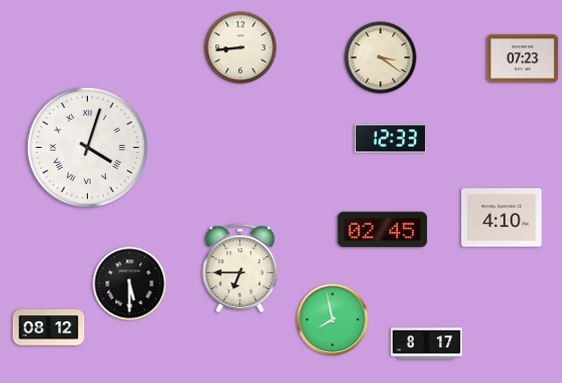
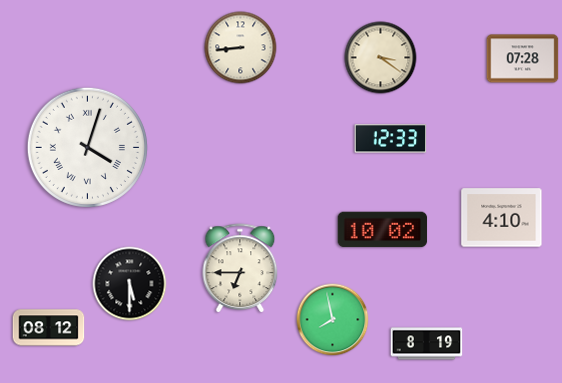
clock at (523, 59): 07:23 -> 07:28
clock at (383, 230): 02:45 -> 10:02
clock at (427, 344): 8:17 -> 8:19
